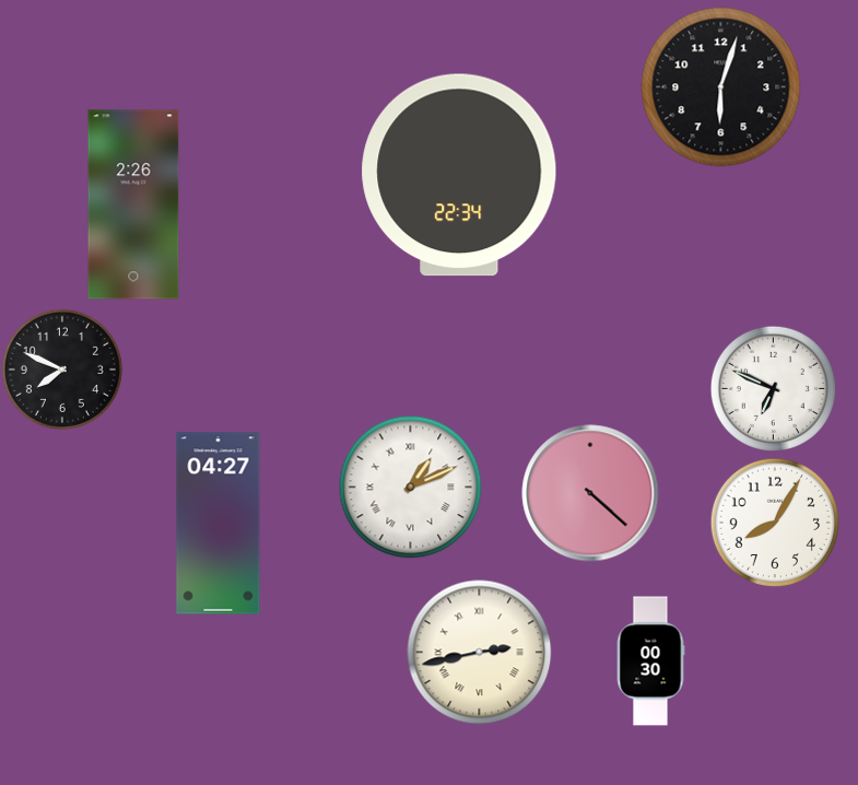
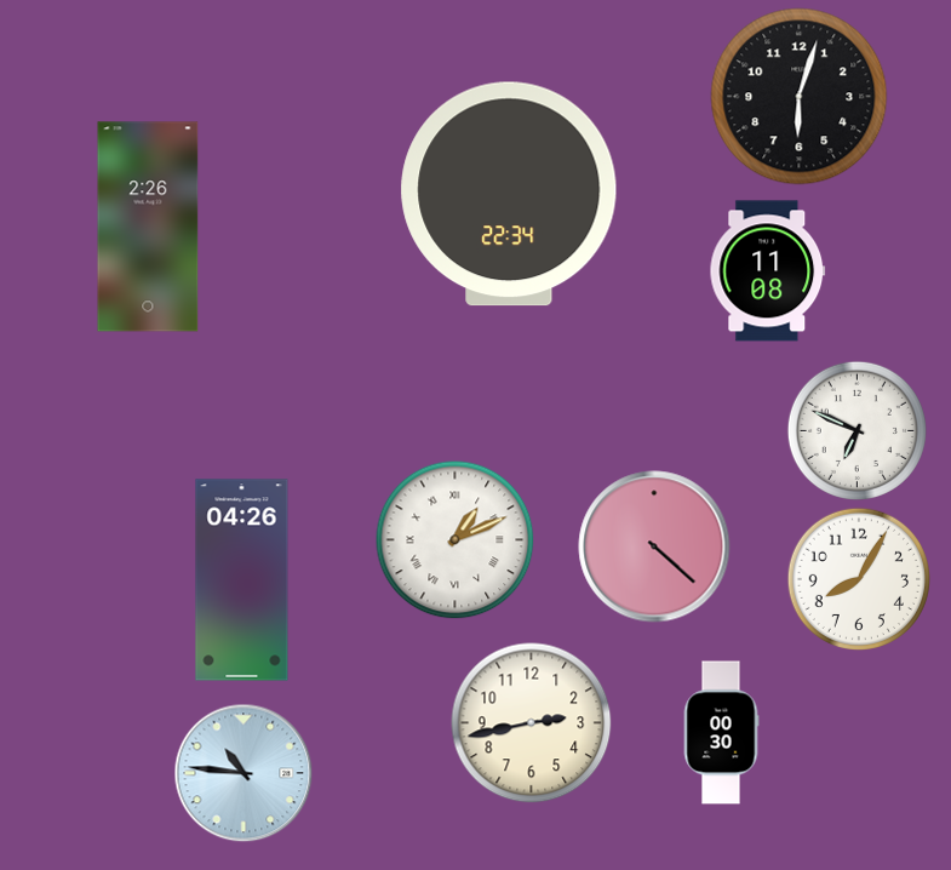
clock at (768, 271): none -> 11:08
clock at (62, 370): 7:49 -> none
clock at (219, 524): 04:27 -> 04:26
clock at (480, 653) numerals: Roman -> Arabic
clock at (244, 773): none -> 10:46
